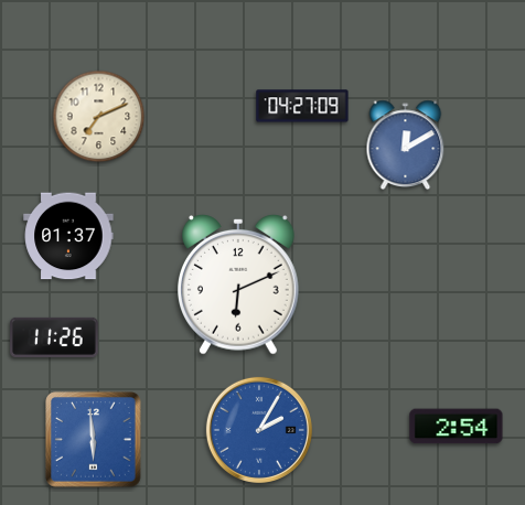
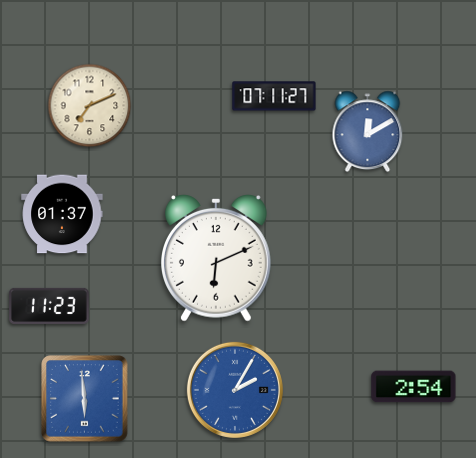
clock at (302, 106): 04:27 -> 07:11
clock at (54, 337): 11:26 -> 11:23
